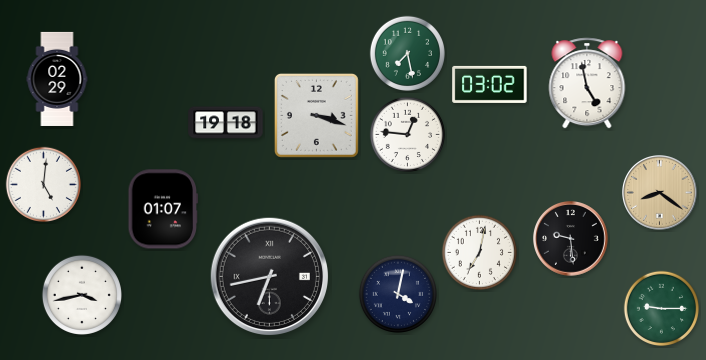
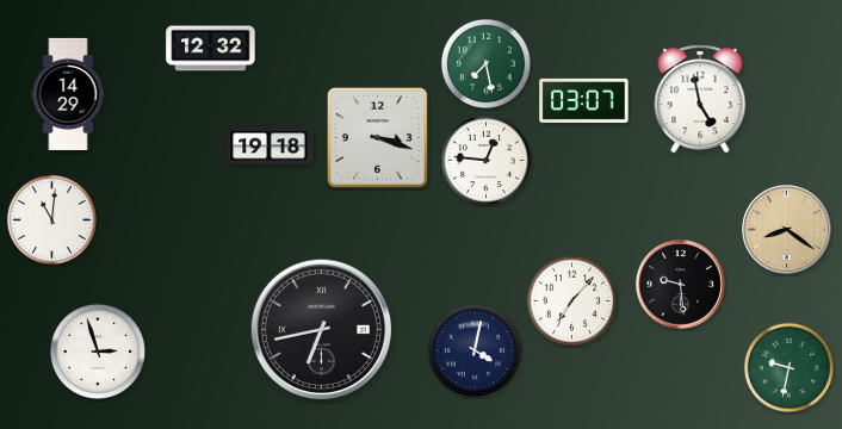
clock at (211, 49): none -> 12:32
clock at (57, 79): 02:29 -> 14:29
clock at (490, 84): 03:02 -> 03:07
clock at (43, 184): 5:01 -> 11:01
clock at (163, 209): 01:07 -> none
clock at (479, 252): 7:02 -> 7:07
clock at (82, 295): 3:43 -> 2:57
clock at (661, 308): 9:15 -> 9:32
